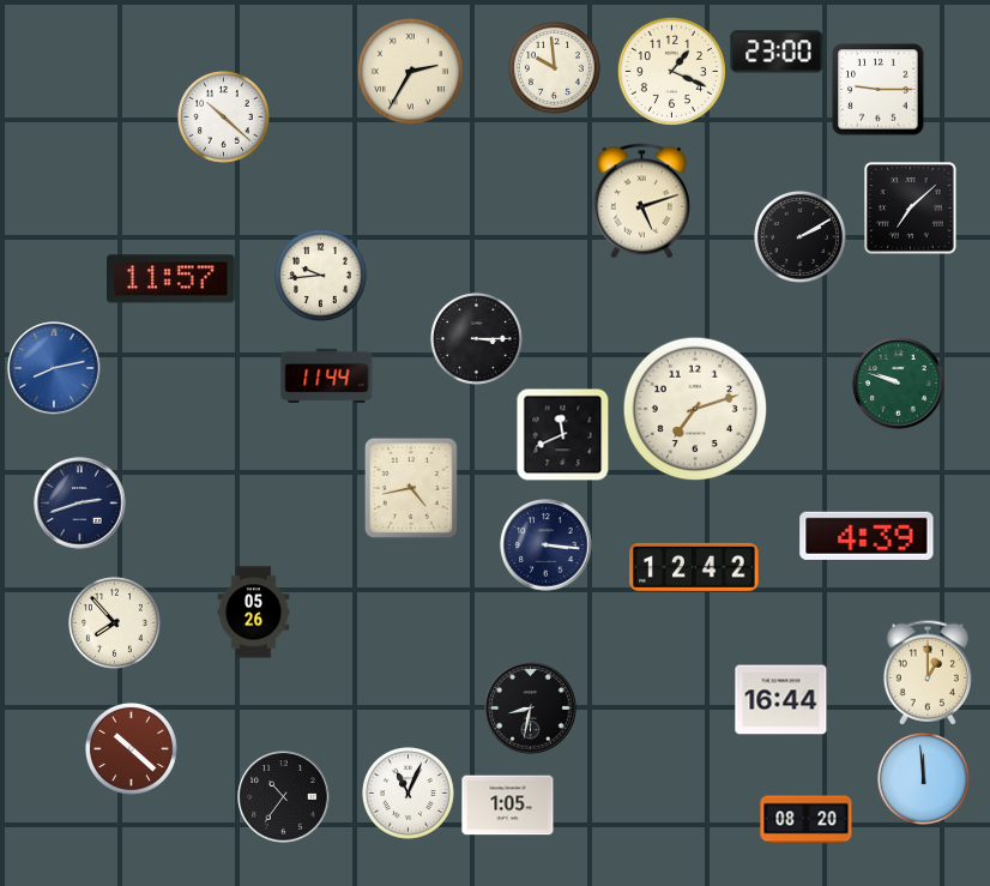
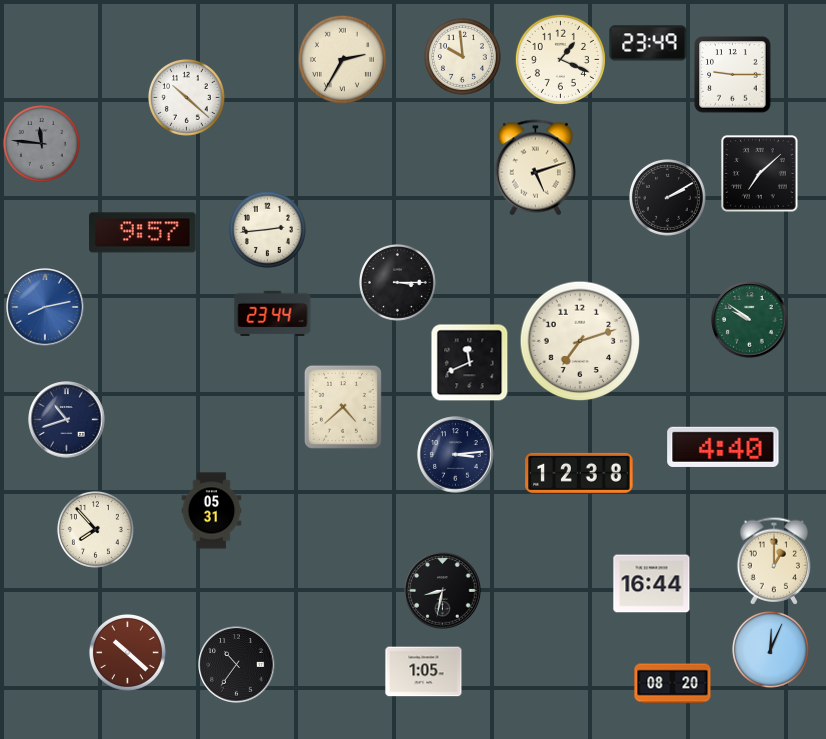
clock at (777, 52): 23:00 -> 23:49
clock at (41, 143): none -> 11:46
clock at (320, 275): 9:44 -> 2:44
clock at (171, 279): 11:57 -> 9:57
clock at (327, 375): 11:44 -> 23:44
clock at (899, 384): 9:48 -> 9:51
clock at (411, 488): 4:43 -> 4:38
clock at (80, 504): 2:42 -> 10:42
clock at (867, 536): 4:39 -> 4:40
clock at (547, 546): 3:16 -> 3:14
clock at (694, 567): 12:42 -> 12:38
clock at (254, 613): 05:26 -> 05:31
clock at (114, 622) position: (114, 622) -> (95, 529)
clock at (131, 748) position: (131, 748) -> (127, 652)
clock at (923, 778): 11:59 -> 12:04
clock at (408, 792): 11:04 -> none
